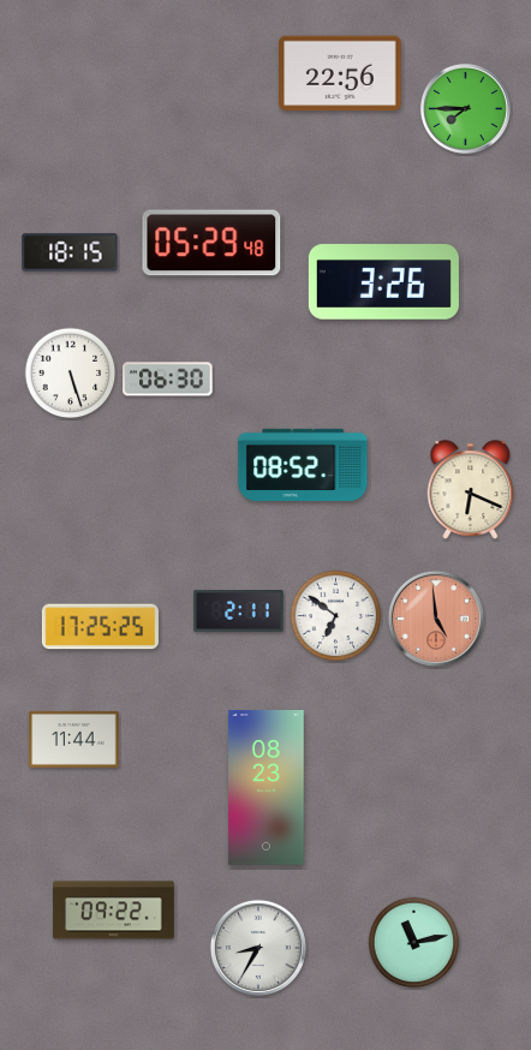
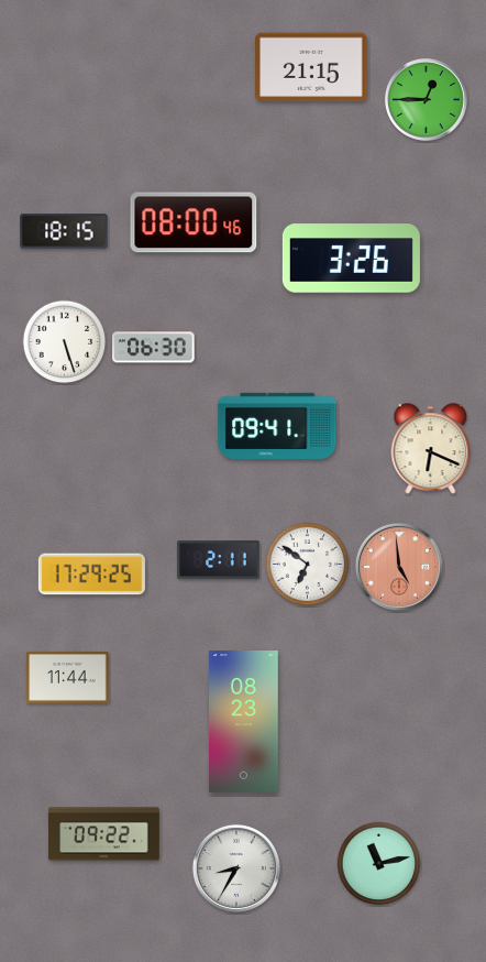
clock at (341, 73): 22:56 -> 21:15
clock at (465, 108): 7:45 -> 12:45
clock at (211, 243): 05:29 -> 08:00
clock at (303, 465): 08:52 -> 09:41
clock at (100, 627): 17:25 -> 17:29
